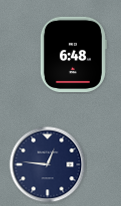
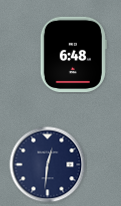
clock at (48, 165): 12:46 -> 12:31
